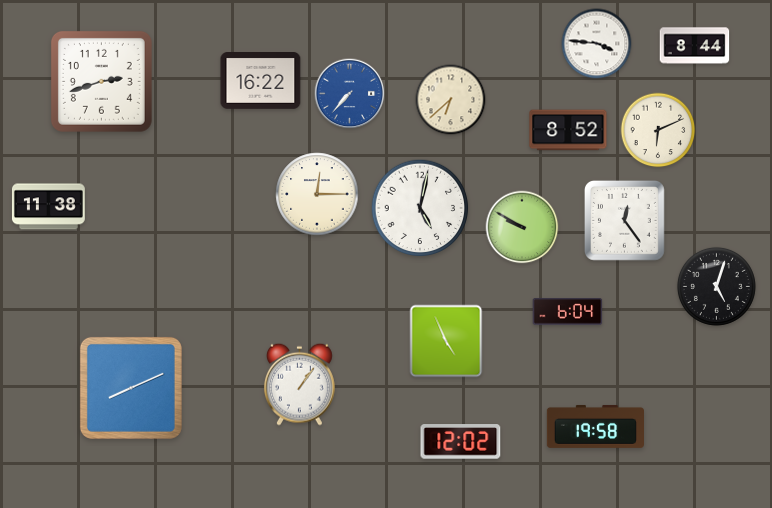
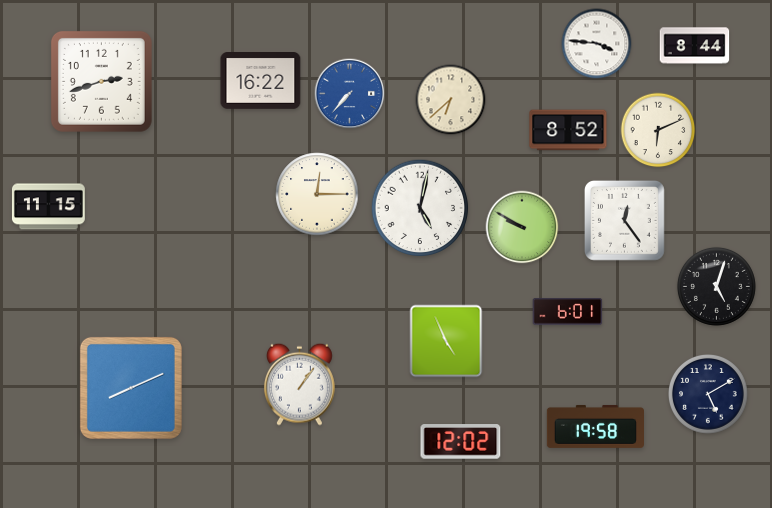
clock at (48, 207): 11:38 -> 11:15
clock at (568, 312): 6:04 -> 6:01
clock at (709, 395): none -> 5:10
